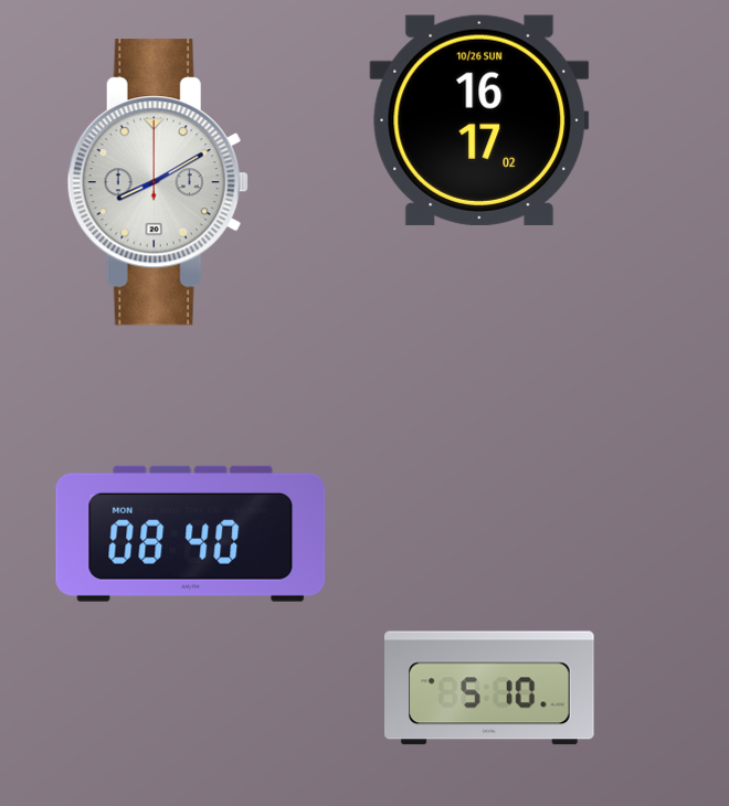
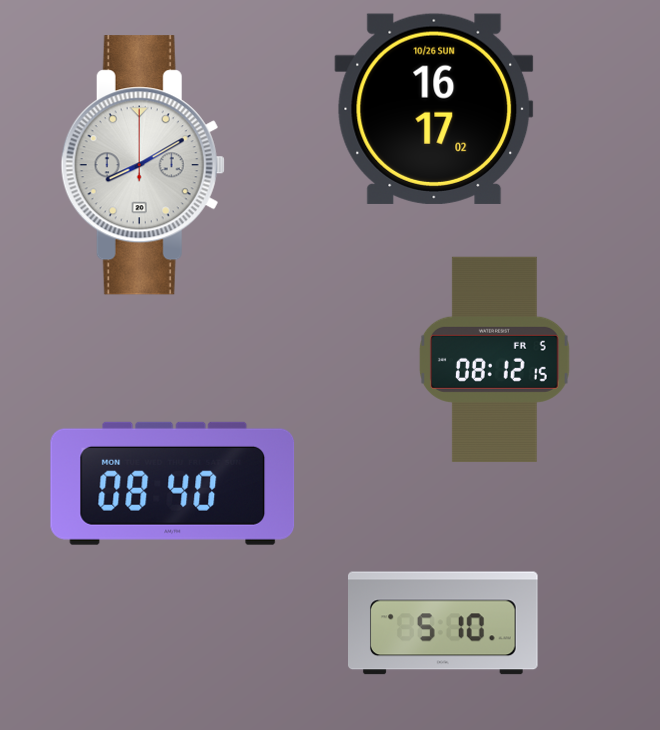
clock at (494, 359): none -> 08:12
